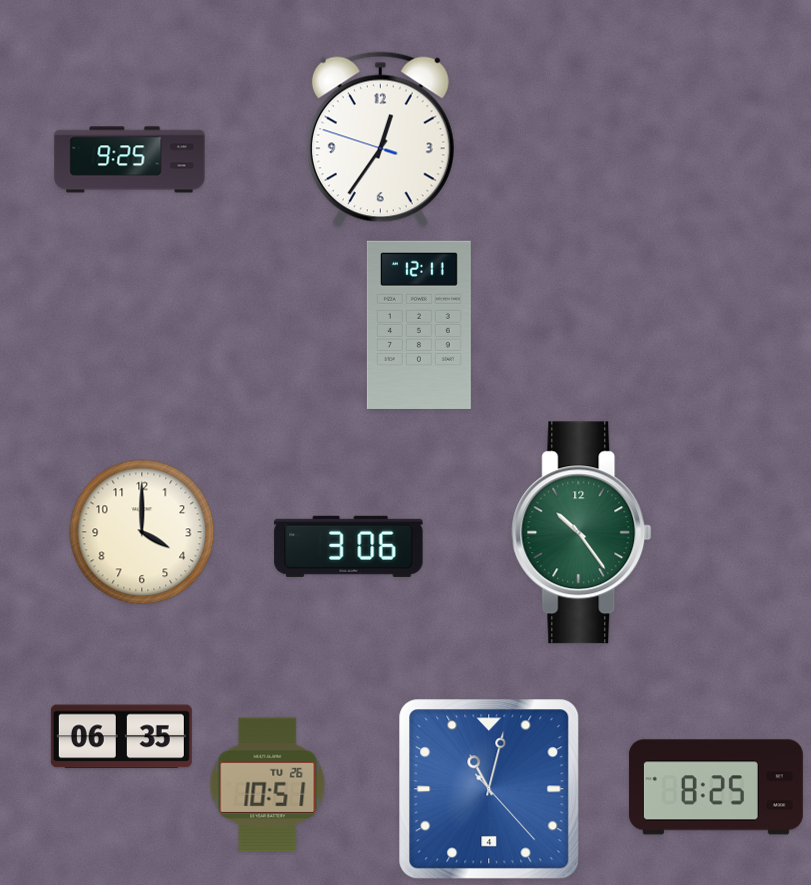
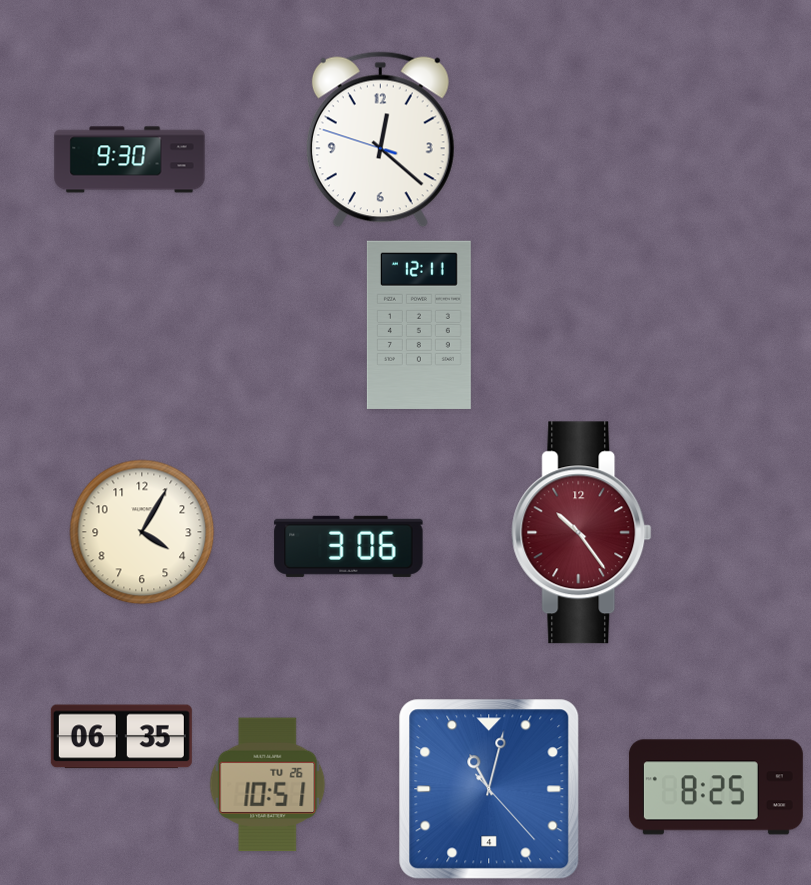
clock at (380, 140): 12:35 -> 12:21
clock at (130, 160): 9:25 -> 9:30
clock at (142, 532): 4:00 -> 4:05
clock at (582, 533) dial: green -> burgundy
